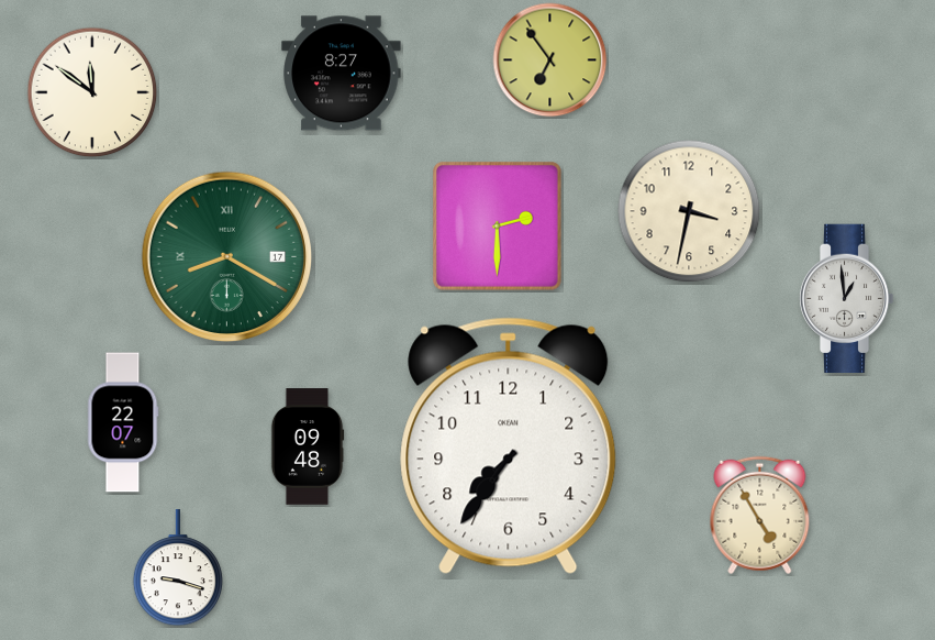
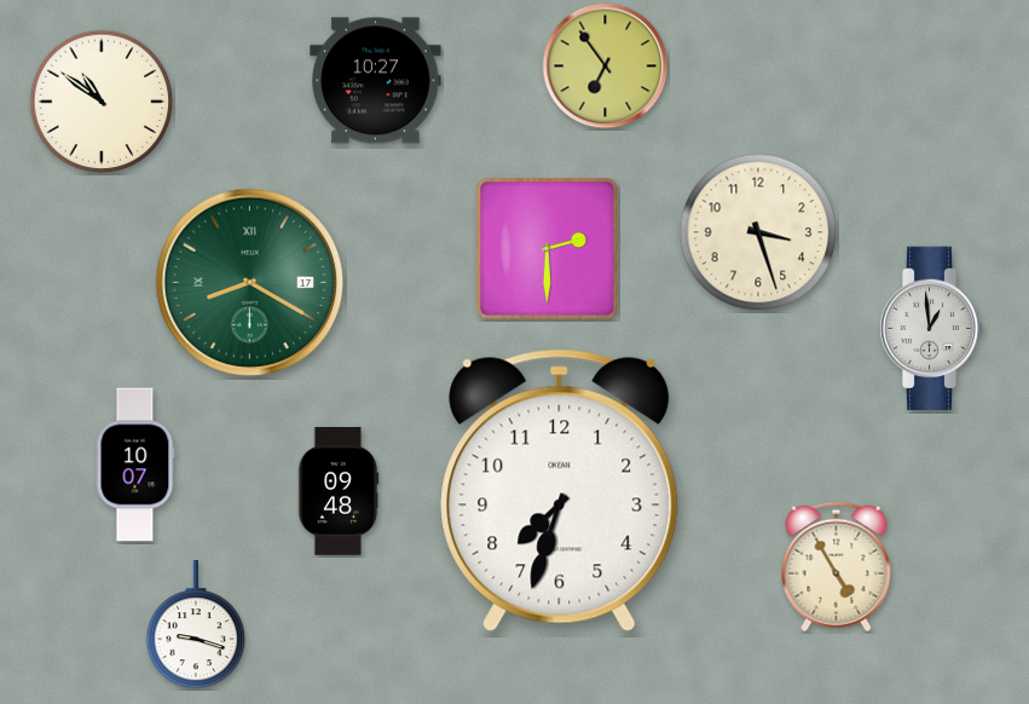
clock at (342, 74): 8:27 -> 10:27
clock at (92, 92): 11:51 -> 10:51
clock at (689, 211): 3:32 -> 3:27
clock at (123, 422): 22:07 -> 10:07
clock at (509, 445): 7:36 -> 7:33
